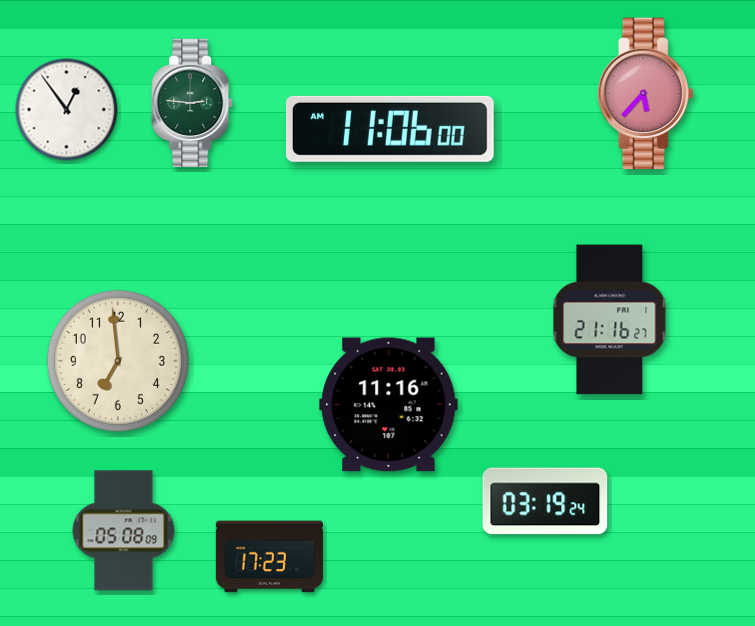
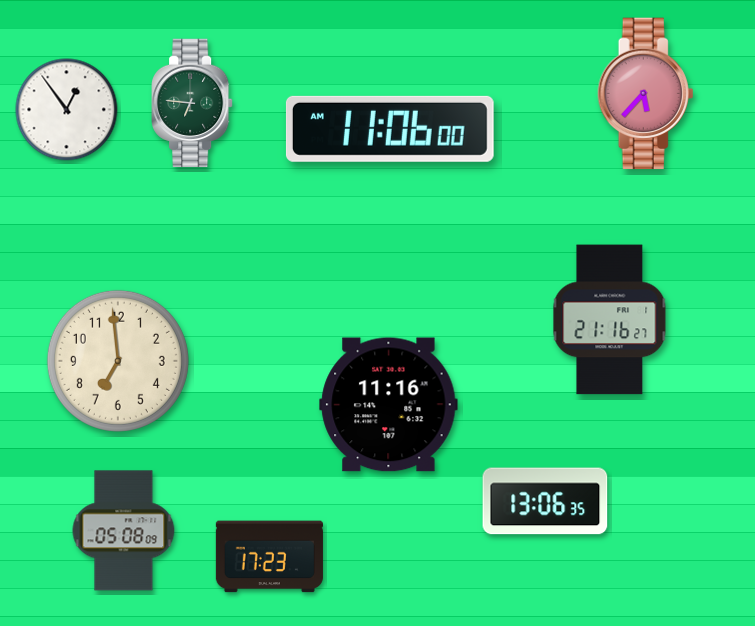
clock at (192, 103): 2:46 -> 6:46
clock at (545, 501): 03:19 -> 13:06
